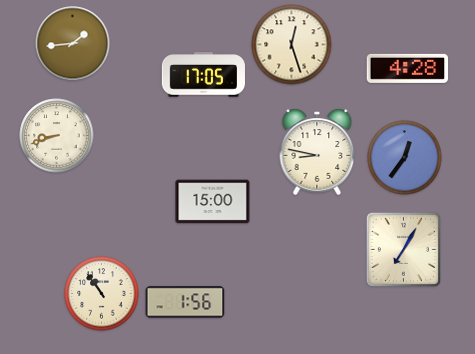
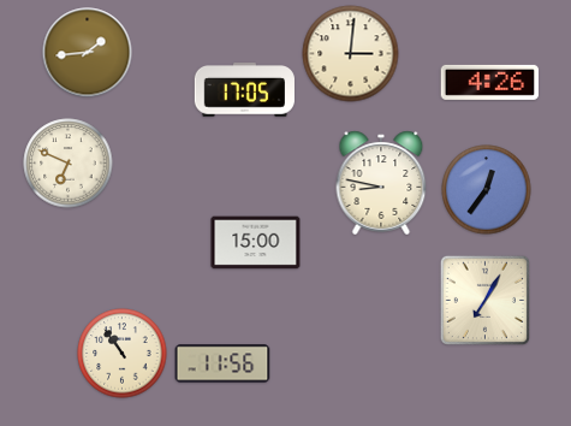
clock at (292, 45): 12:27 -> 3:01
clock at (408, 68): 4:28 -> 4:26
clock at (57, 136): 8:42 -> 6:49
clock at (185, 302): 1:56 -> 11:56
